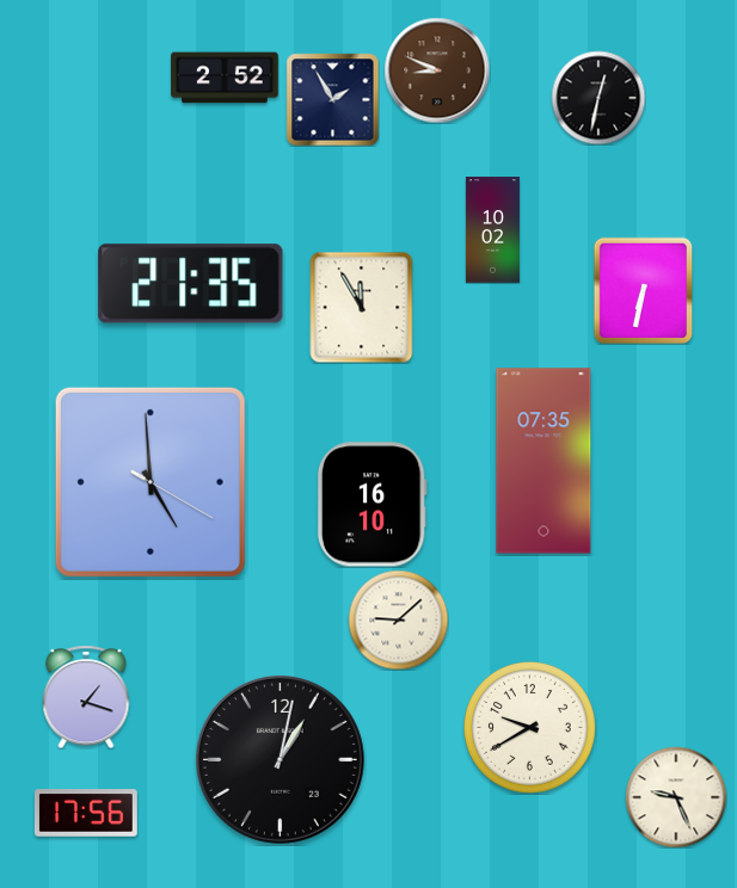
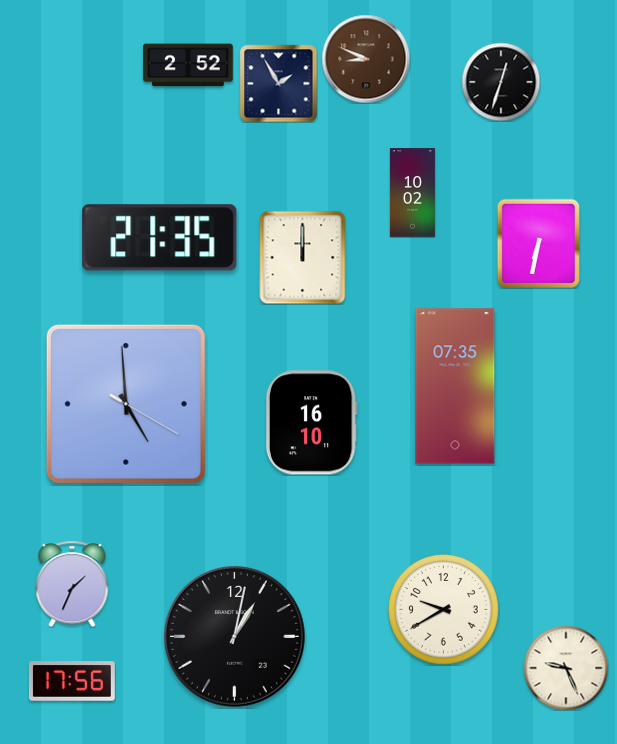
clock at (598, 98): 12:32 -> 12:33
clock at (362, 307): 11:55 -> 12:00
clock at (398, 619): 9:08 -> none
clock at (86, 697): 1:18 -> 1:34
